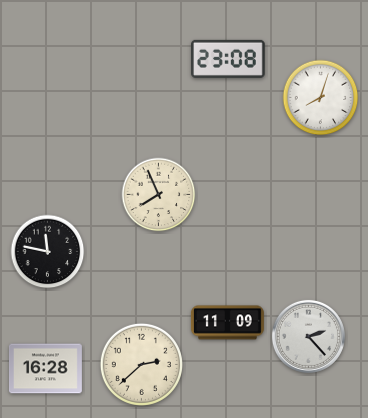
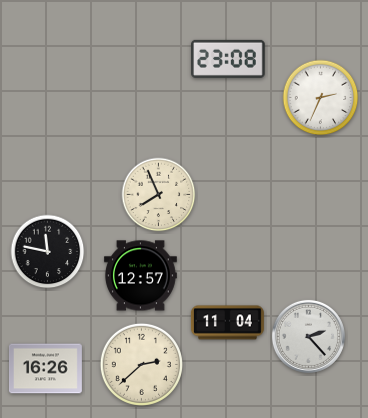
clock at (321, 98): 8:03 -> 2:34
clock at (140, 276): none -> 12:57
clock at (228, 323): 11:09 -> 11:04
clock at (45, 369): 16:28 -> 16:26
